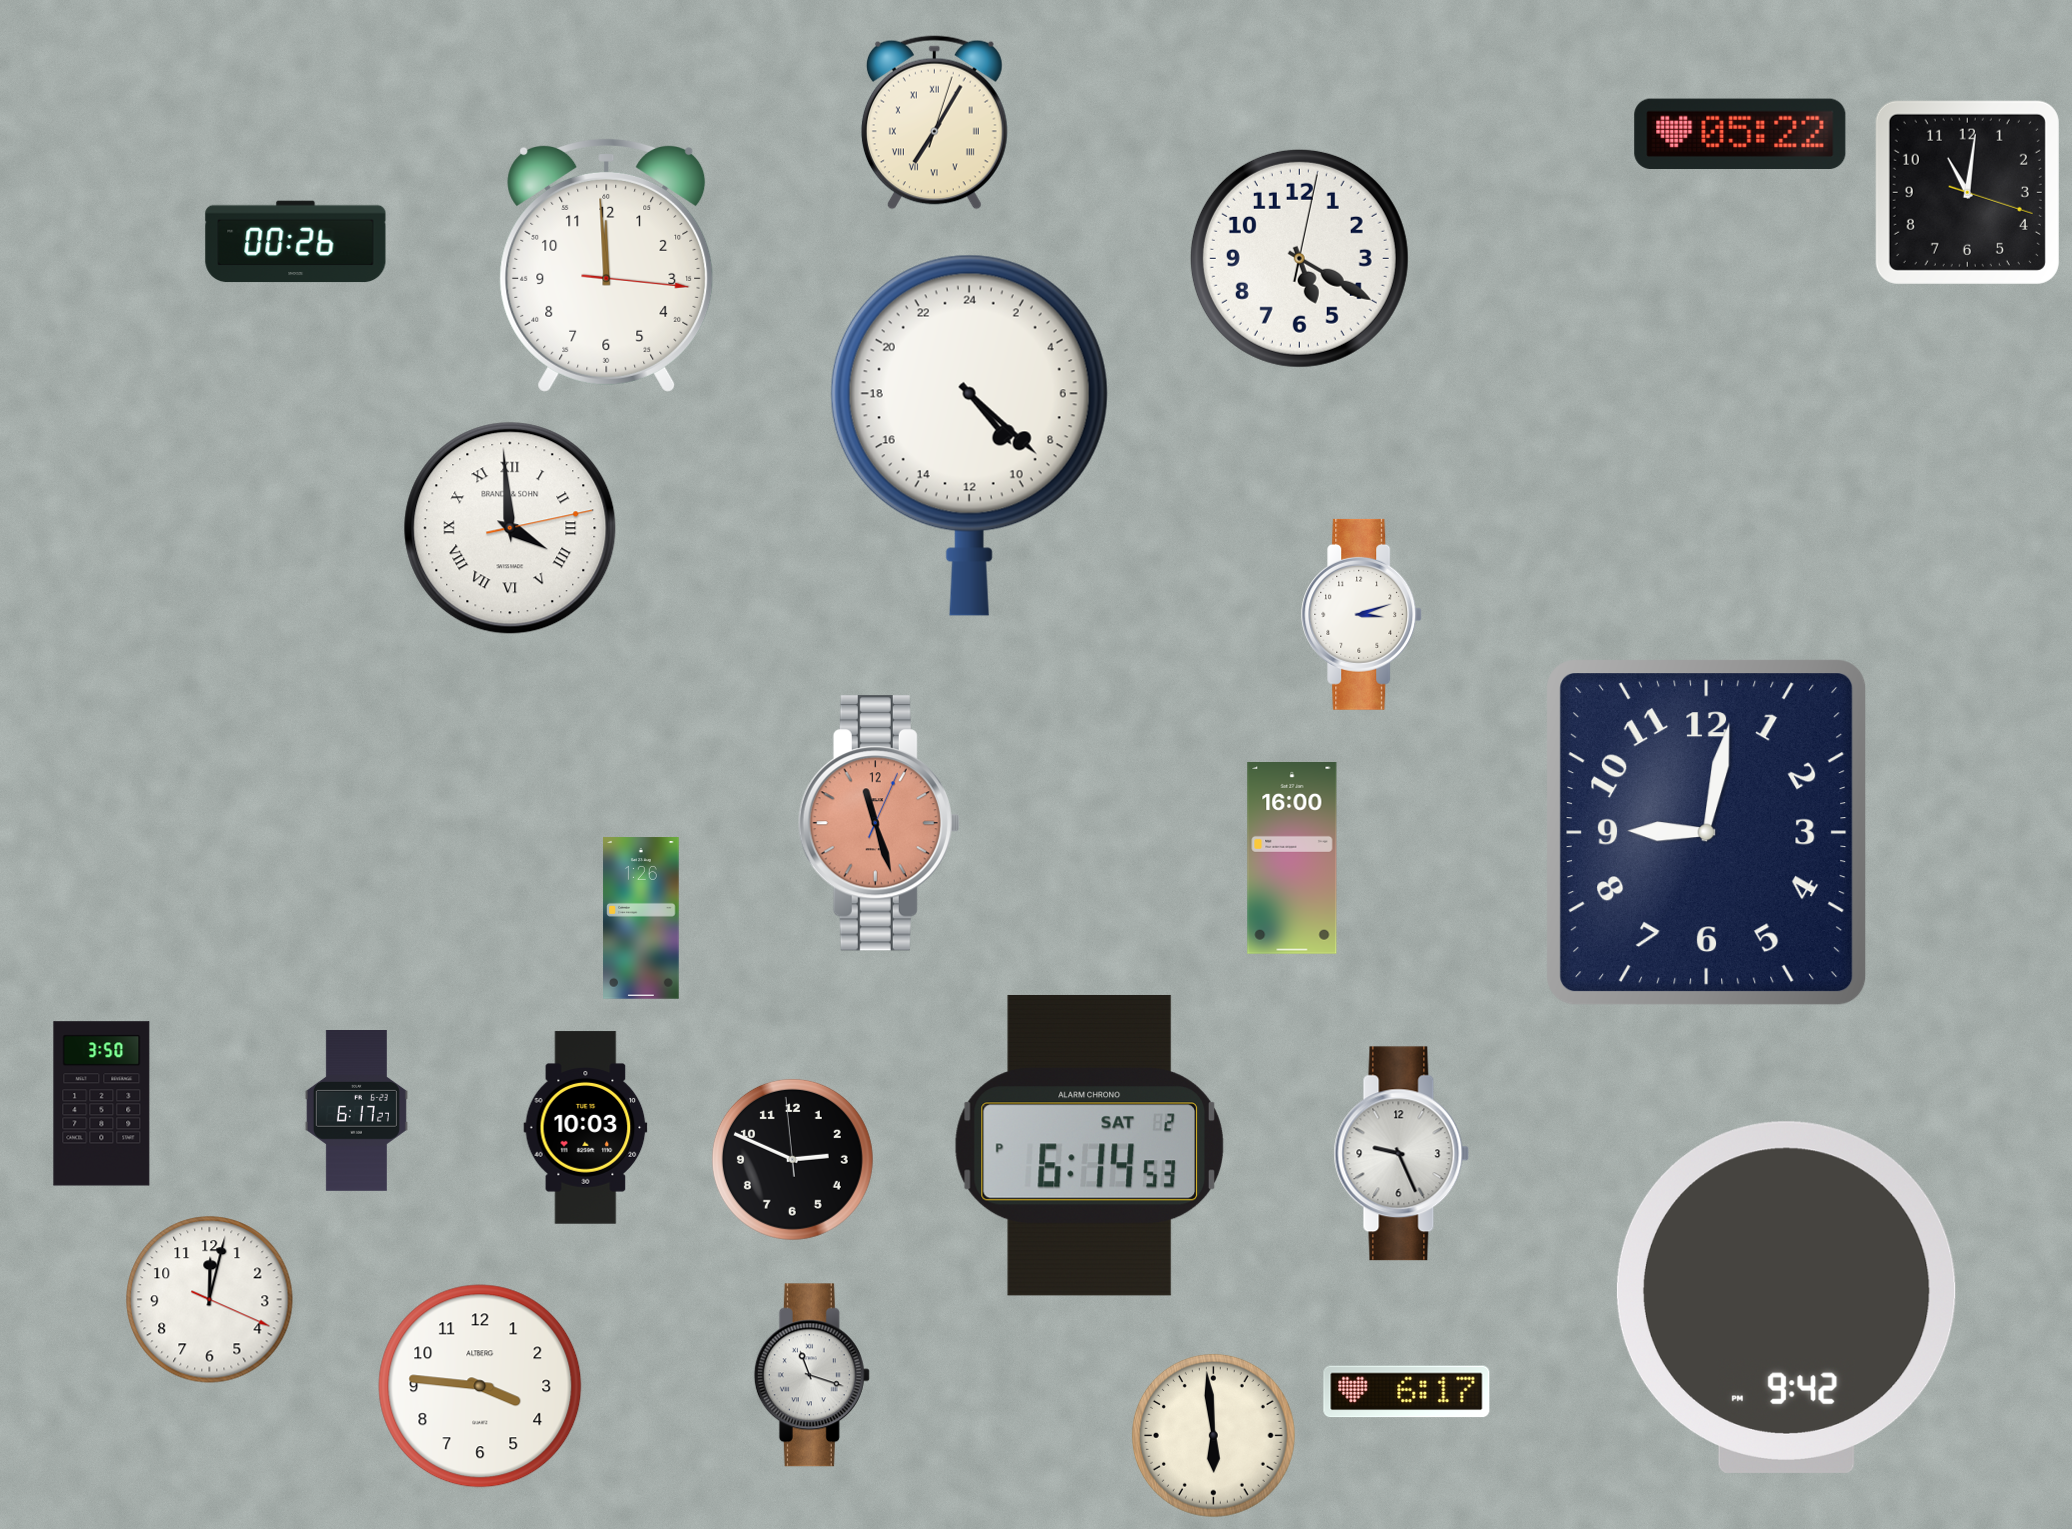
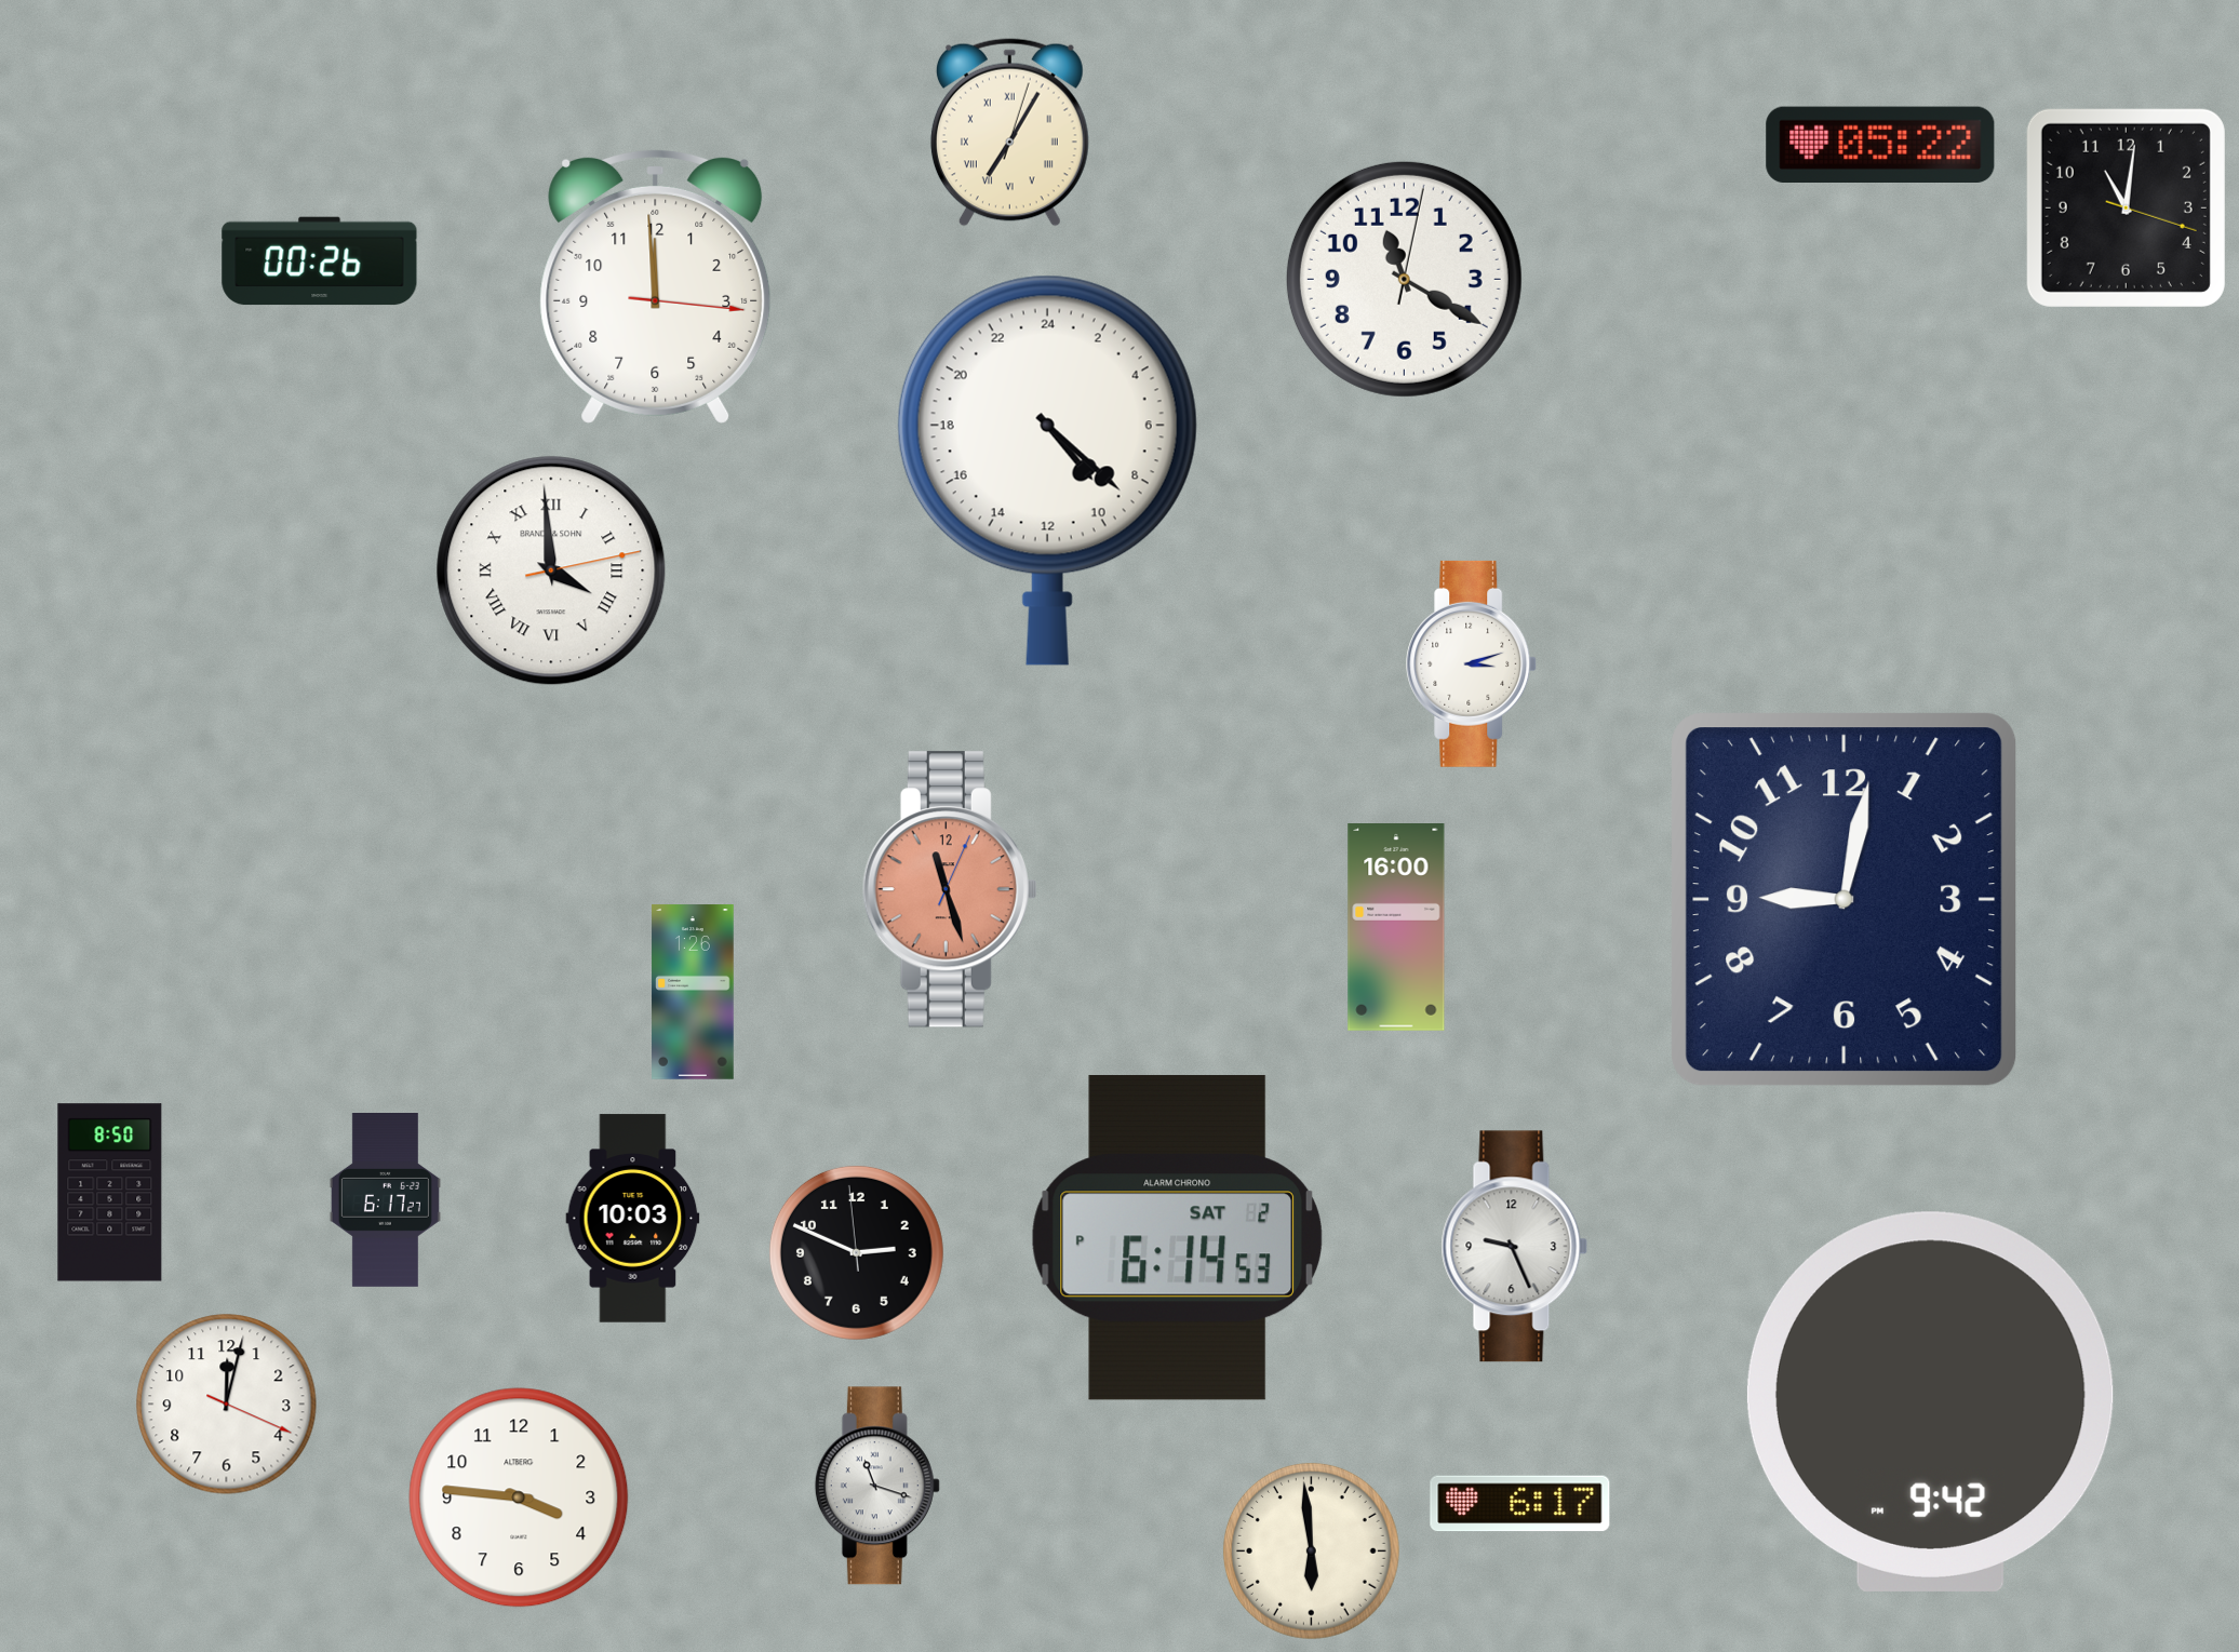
clock at (1299, 258): 5:20 -> 11:20
clock at (102, 1104): 3:50 -> 8:50
